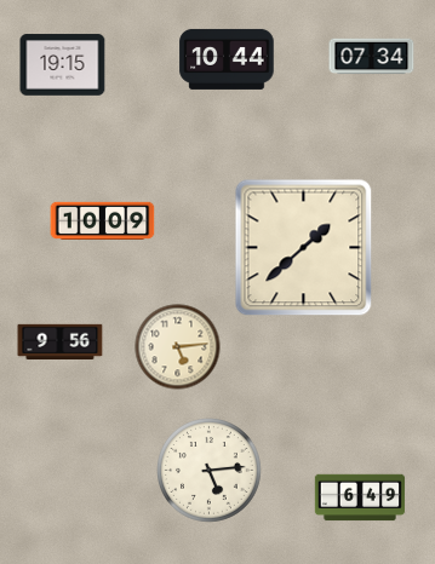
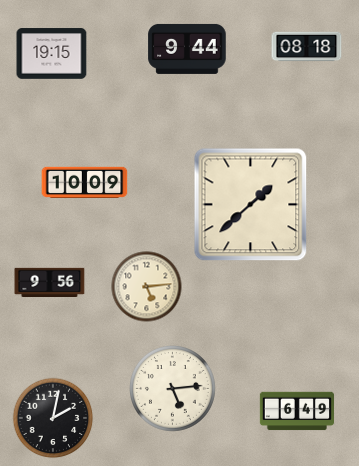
clock at (372, 57): 07:34 -> 08:18
clock at (227, 59): 10:44 -> 9:44
clock at (53, 418): none -> 2:02
